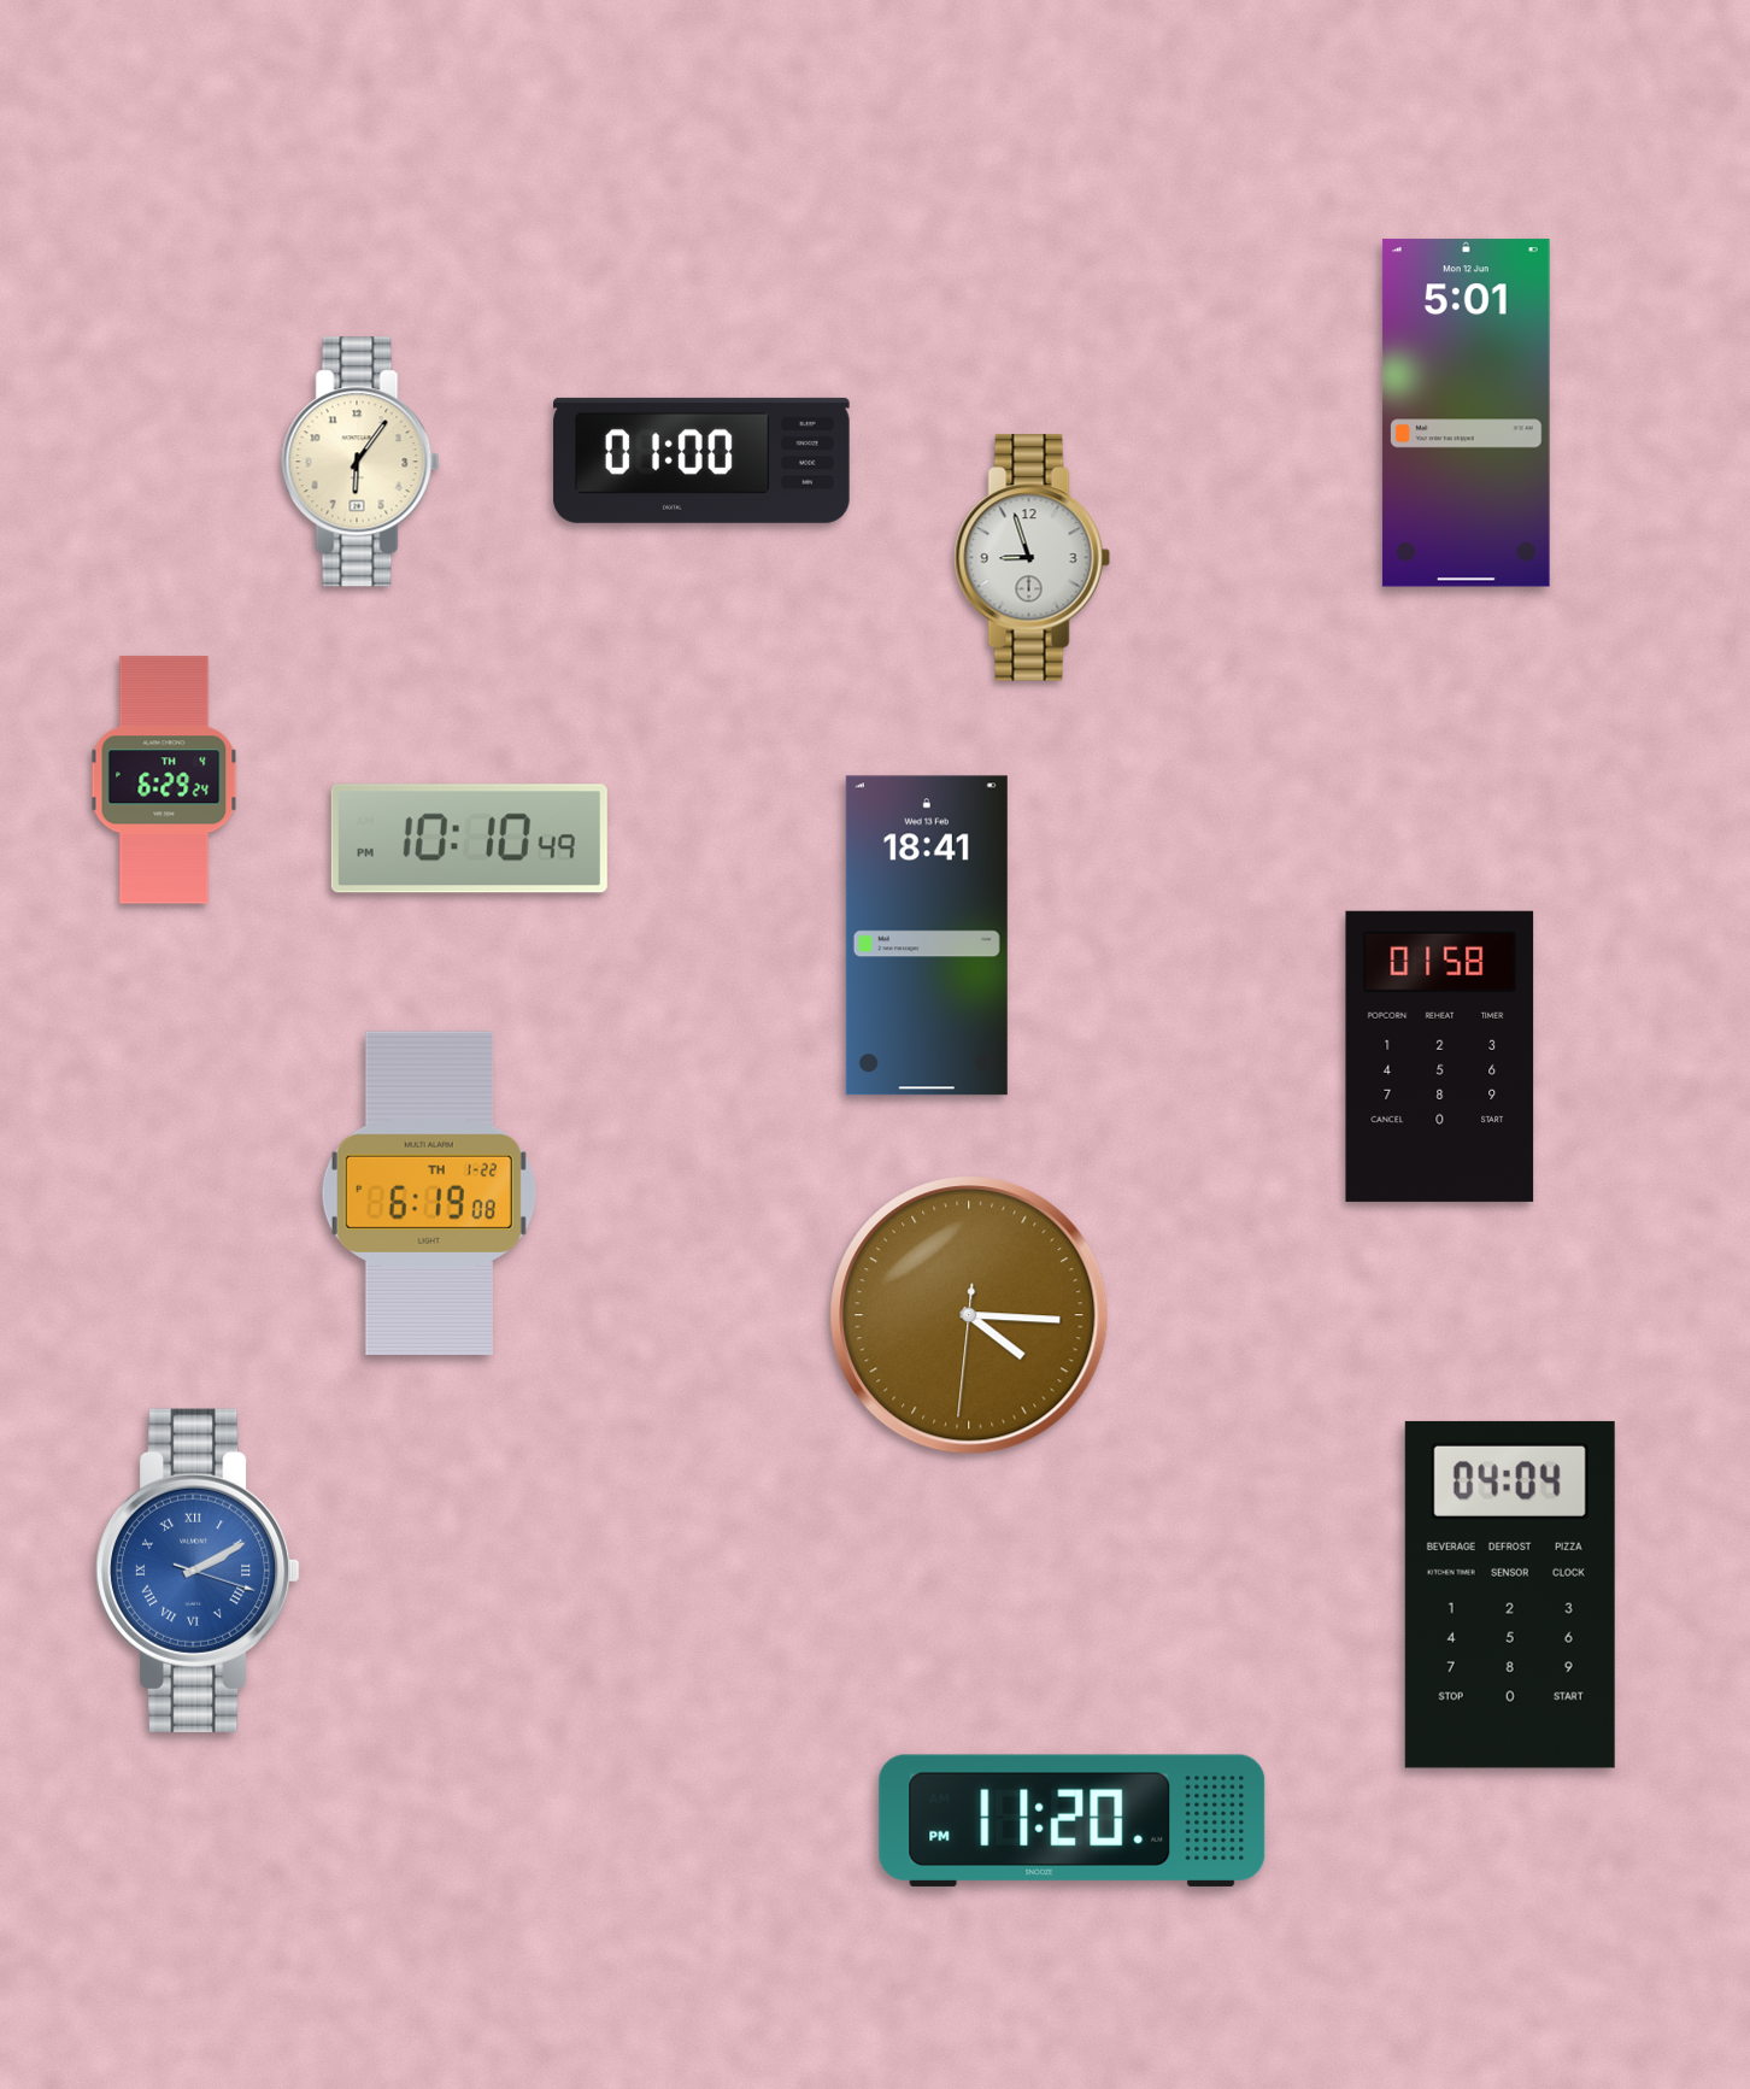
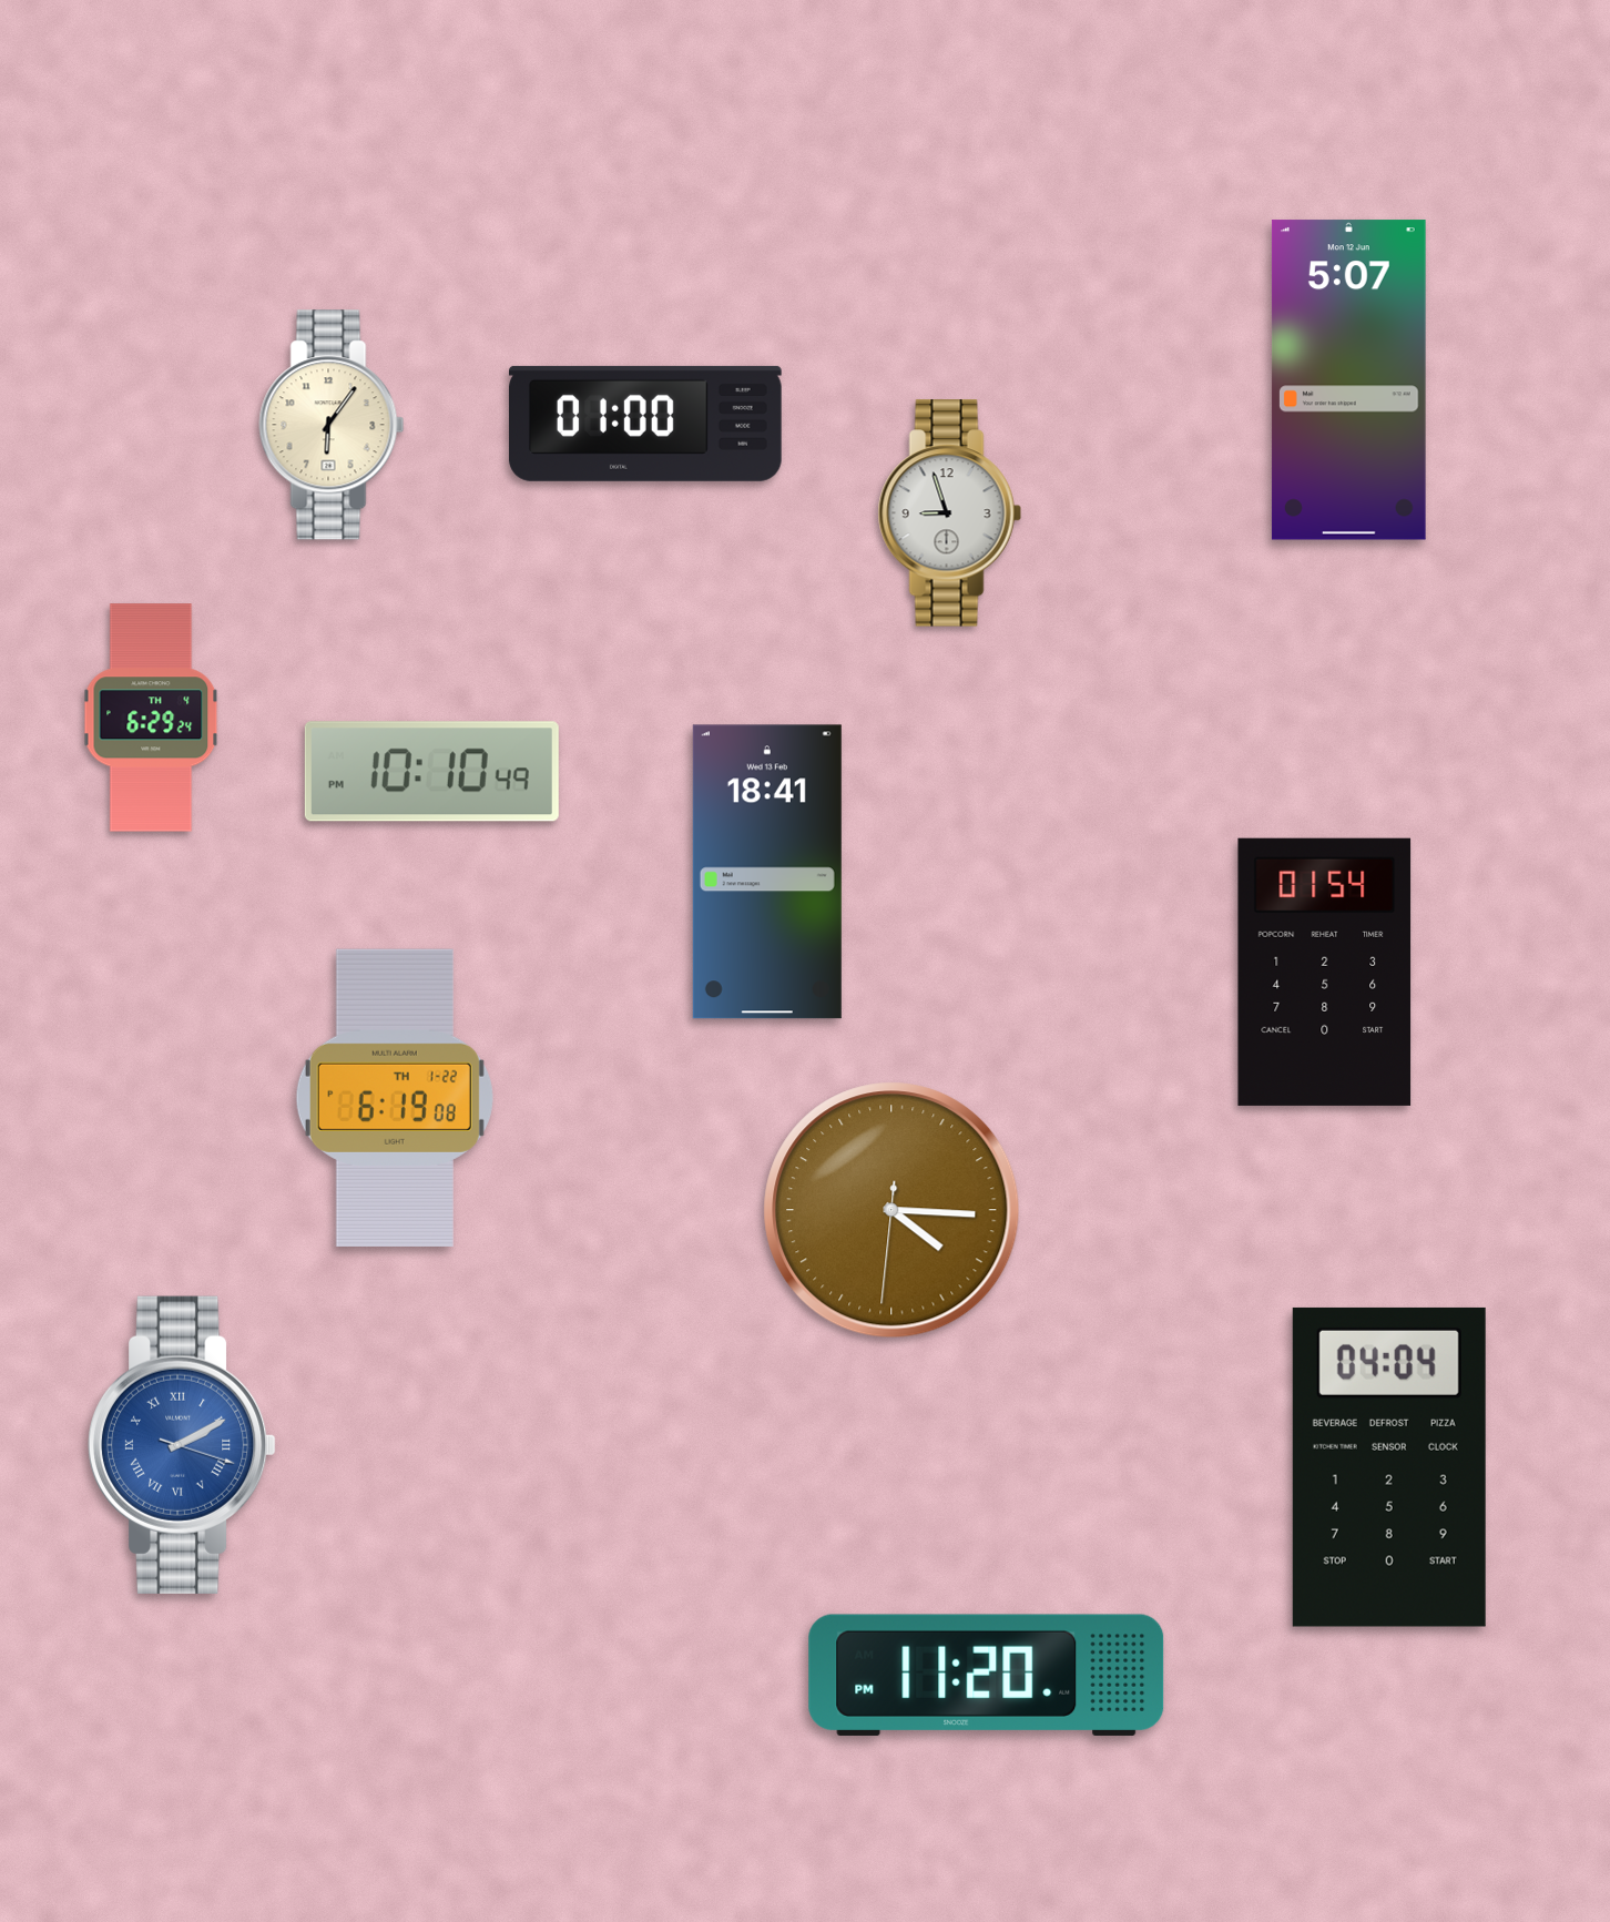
clock at (1466, 413): 5:01 -> 5:07
clock at (927, 935) position: (927, 935) -> (767, 872)
clock at (1440, 1056): 01:58 -> 01:54
